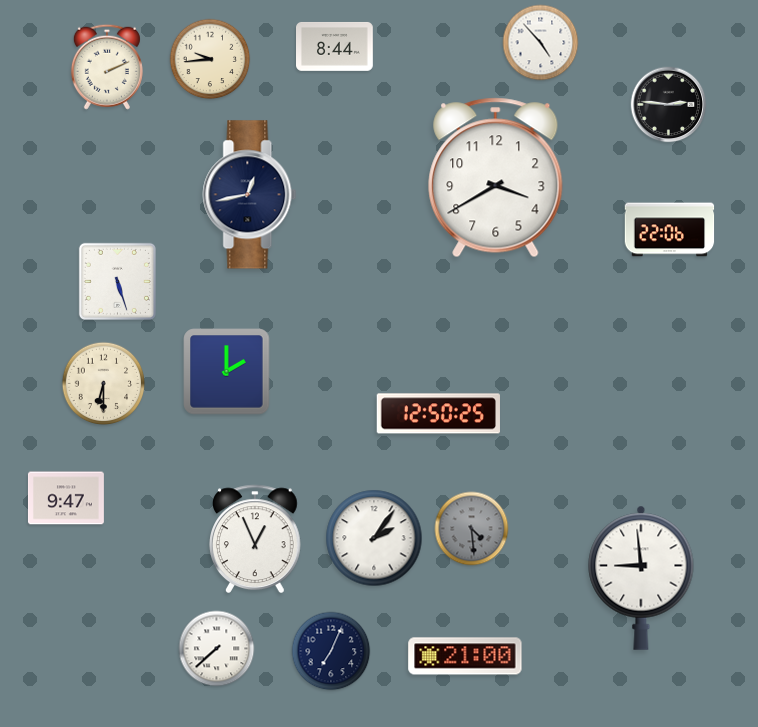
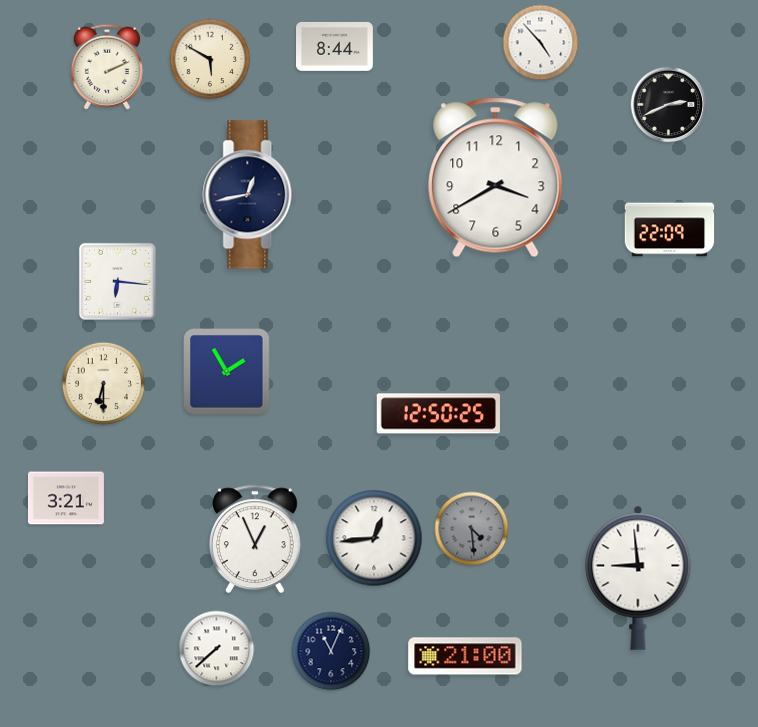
clock at (210, 59): 9:44 -> 5:50
clock at (669, 105): 2:46 -> 2:41
clock at (670, 230): 22:06 -> 22:09
clock at (117, 281): 5:27 -> 6:16
clock at (227, 372): 2:00 -> 1:55
clock at (66, 498): 9:47 -> 3:21
clock at (374, 538): 2:06 -> 12:44
clock at (641, 578) position: (641, 578) -> (638, 578)
clock at (331, 651): 7:04 -> 11:04
